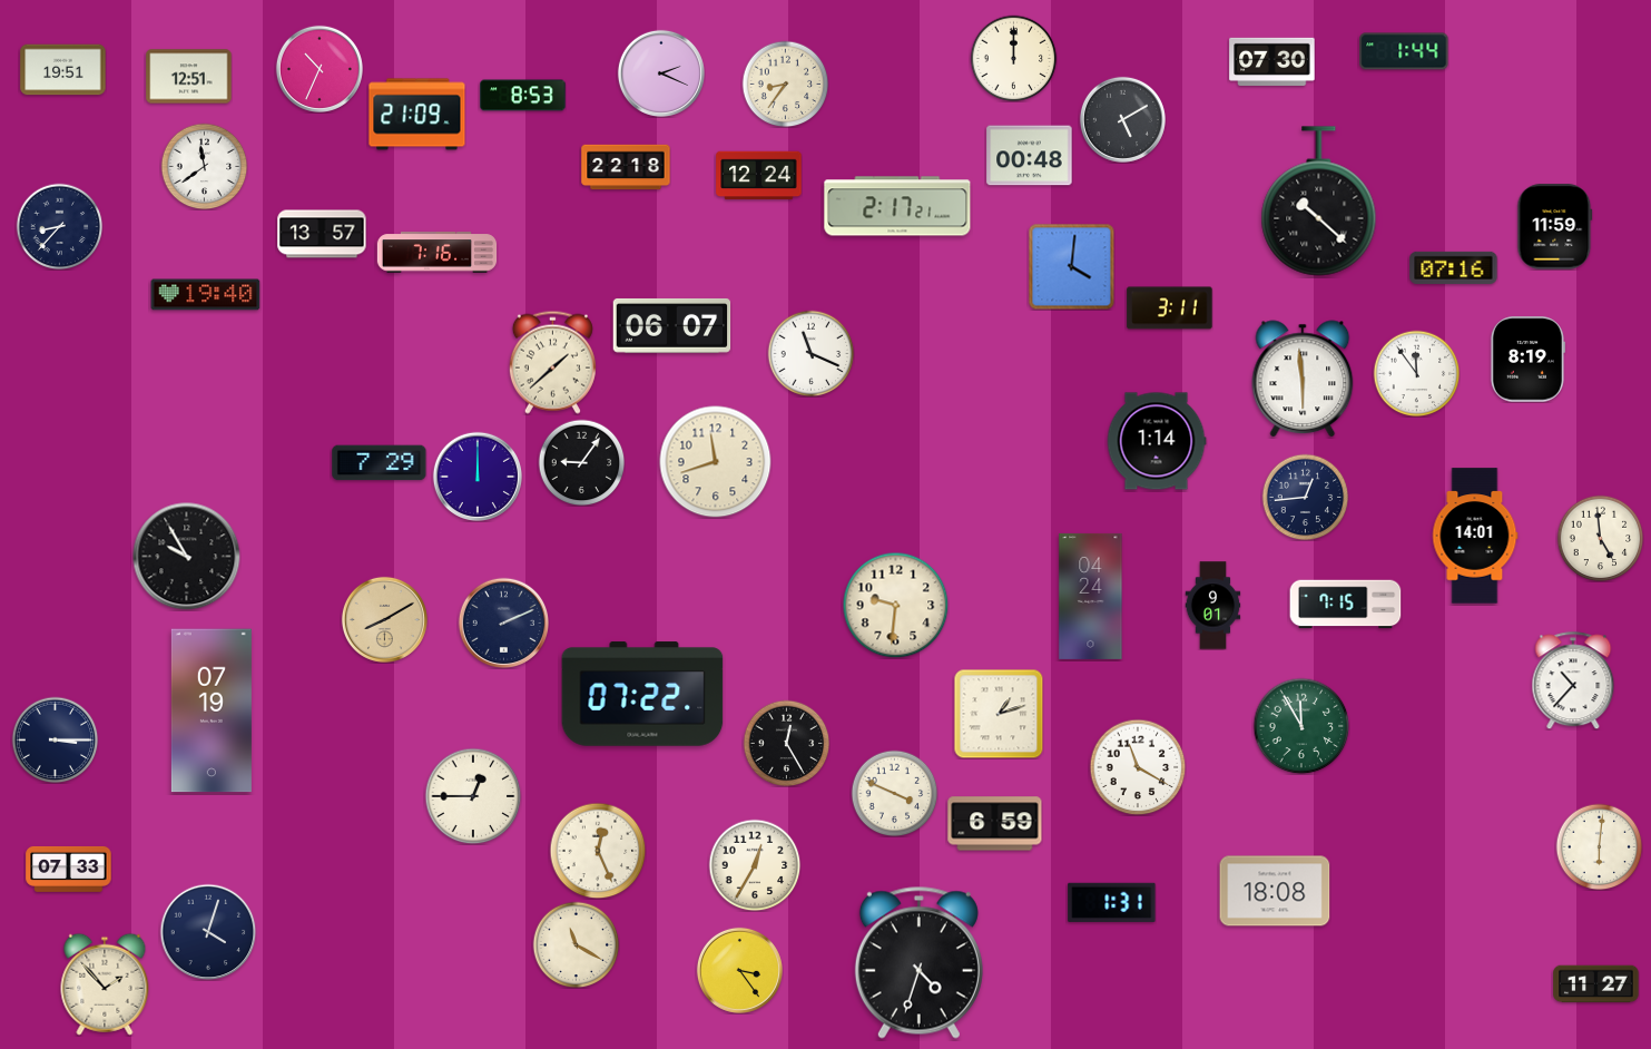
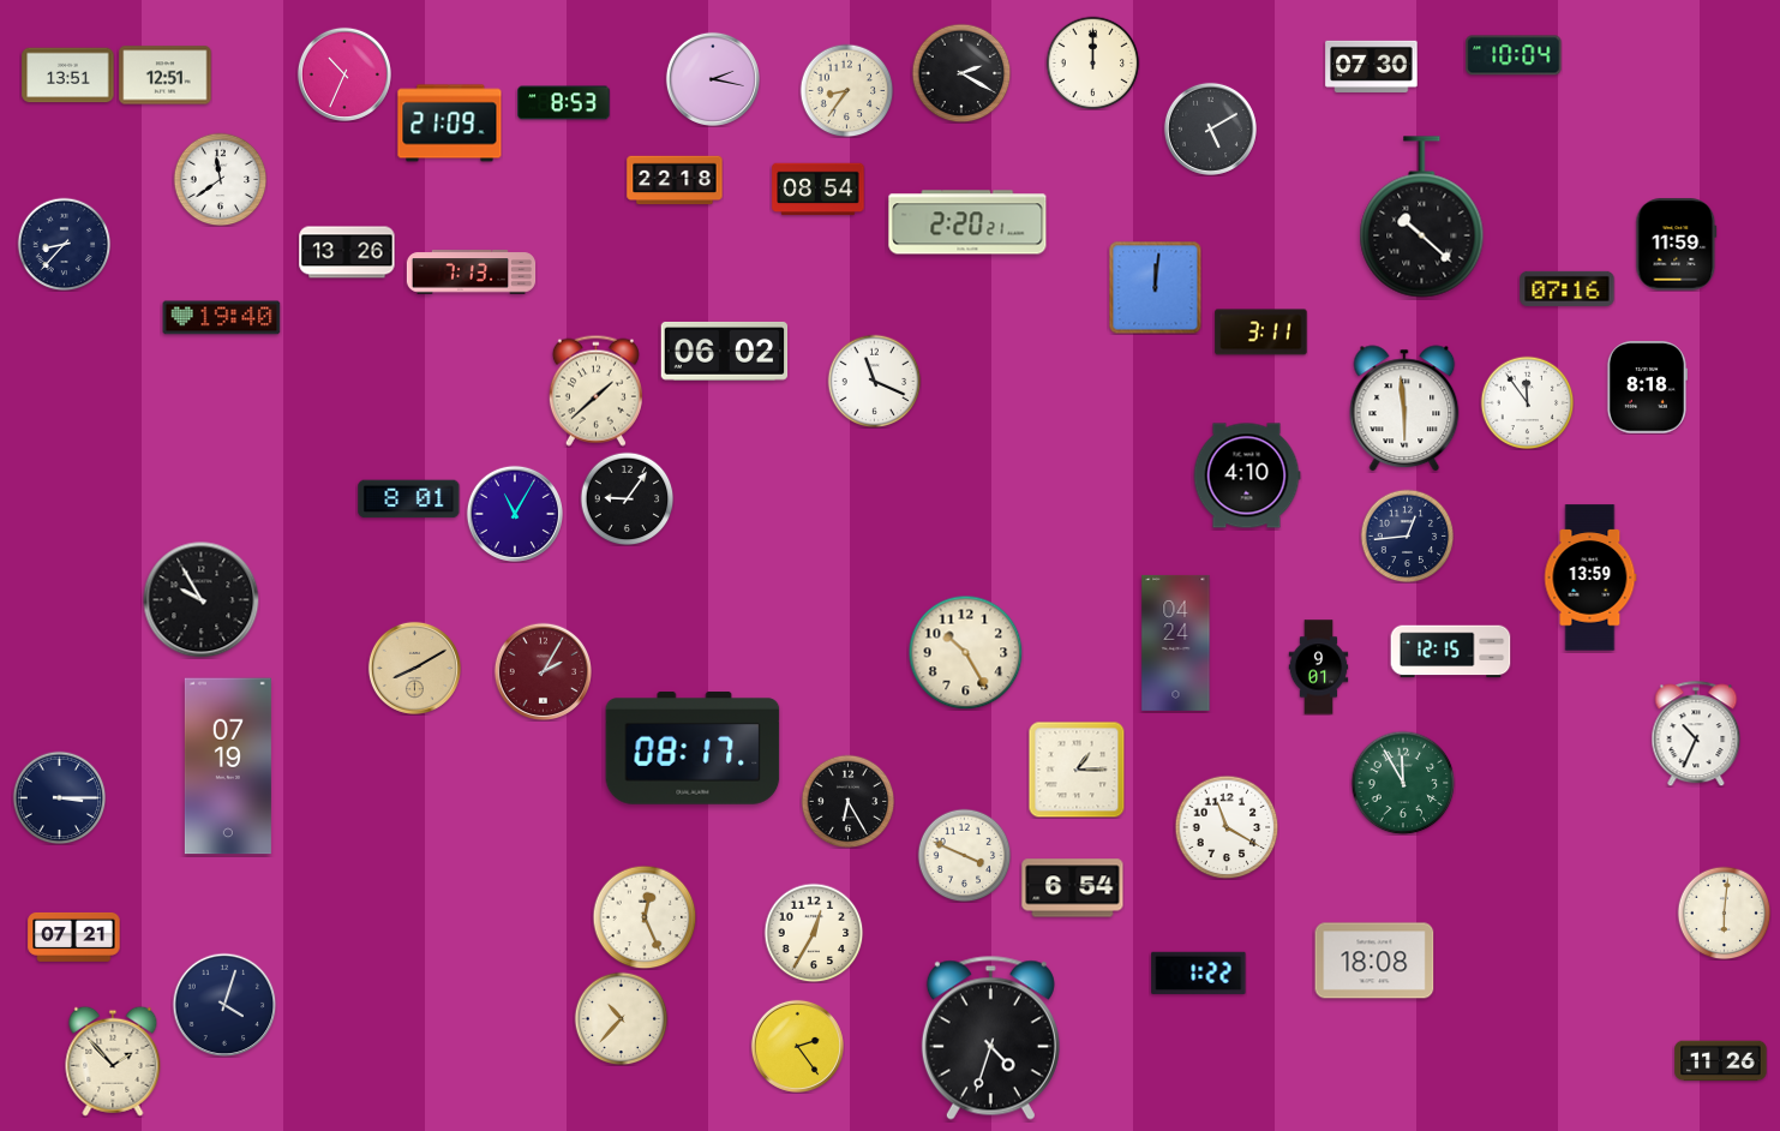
clock at (1404, 51): 1:44 -> 10:04
clock at (961, 73): none -> 2:20
clock at (63, 70): 19:51 -> 13:51
clock at (661, 73): 2:19 -> 2:17
clock at (189, 77) position: (189, 77) -> (166, 76)
clock at (1030, 156): 00:48 -> none
clock at (759, 176): 12:24 -> 08:54
clock at (897, 206): 2:17 -> 2:20
clock at (322, 234): 13:57 -> 13:26
clock at (438, 253): 7:16 -> 7:13
clock at (1071, 266): 4:01 -> 12:01
clock at (672, 325): 06:07 -> 06:02
clock at (1526, 360): 8:19 -> 8:18
clock at (1157, 441): 1:14 -> 4:10
clock at (716, 462): 11:42 -> none
clock at (380, 463): 7:29 -> 8:01
clock at (476, 476): 12:00 -> 11:05
clock at (1475, 536): 14:01 -> 13:59
clock at (1600, 538): 4:59 -> none
clock at (895, 605): 9:31 -> 10:25
clock at (1346, 605): 7:15 -> 12:15
clock at (1213, 606) position: (1213, 606) -> (1319, 668)
clock at (503, 622): 2:11 -> 2:05
clock at (503, 622) dial: navy -> burgundy
clock at (1573, 680): 10:37 -> 10:34
clock at (642, 694): 07:22 -> 08:17
clock at (999, 714): 1:12 -> 1:15
clock at (786, 743): 12:25 -> 6:25
clock at (473, 796): 12:45 -> none
clock at (995, 824): 6:59 -> 6:54
clock at (69, 869): 07:33 -> 07:21
clock at (1112, 902): 1:31 -> 1:22
clock at (576, 944): 11:20 -> 10:37
clock at (739, 970): 3:24 -> 2:24
clock at (1596, 984): 11:27 -> 11:26
